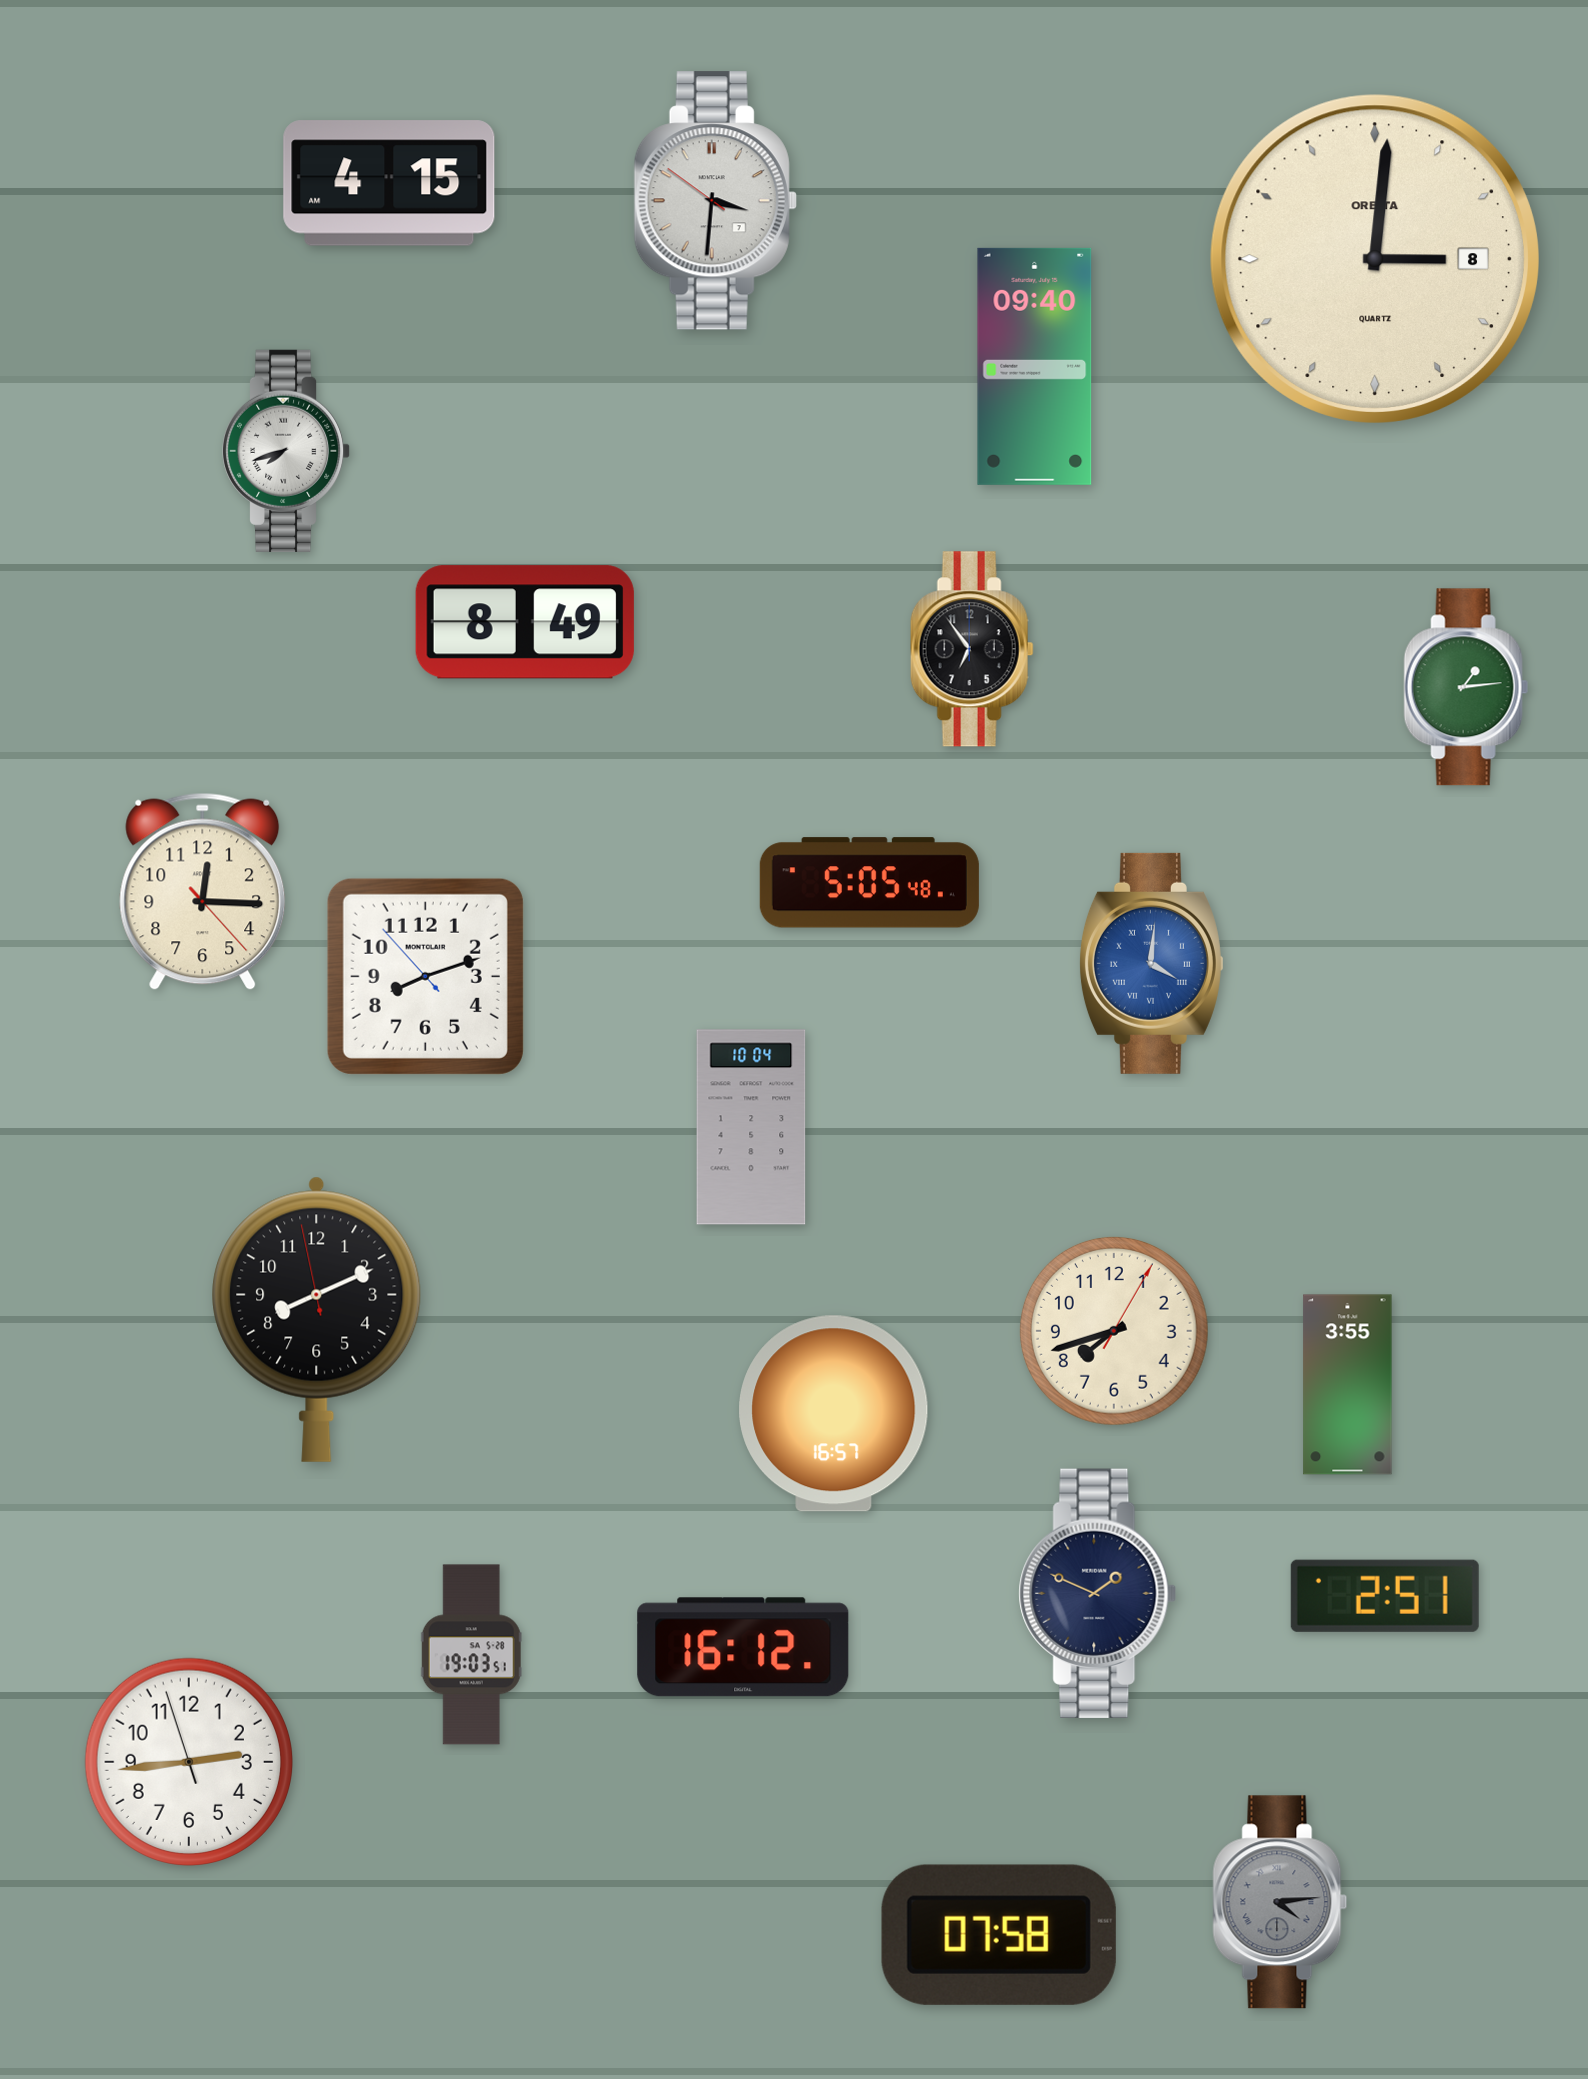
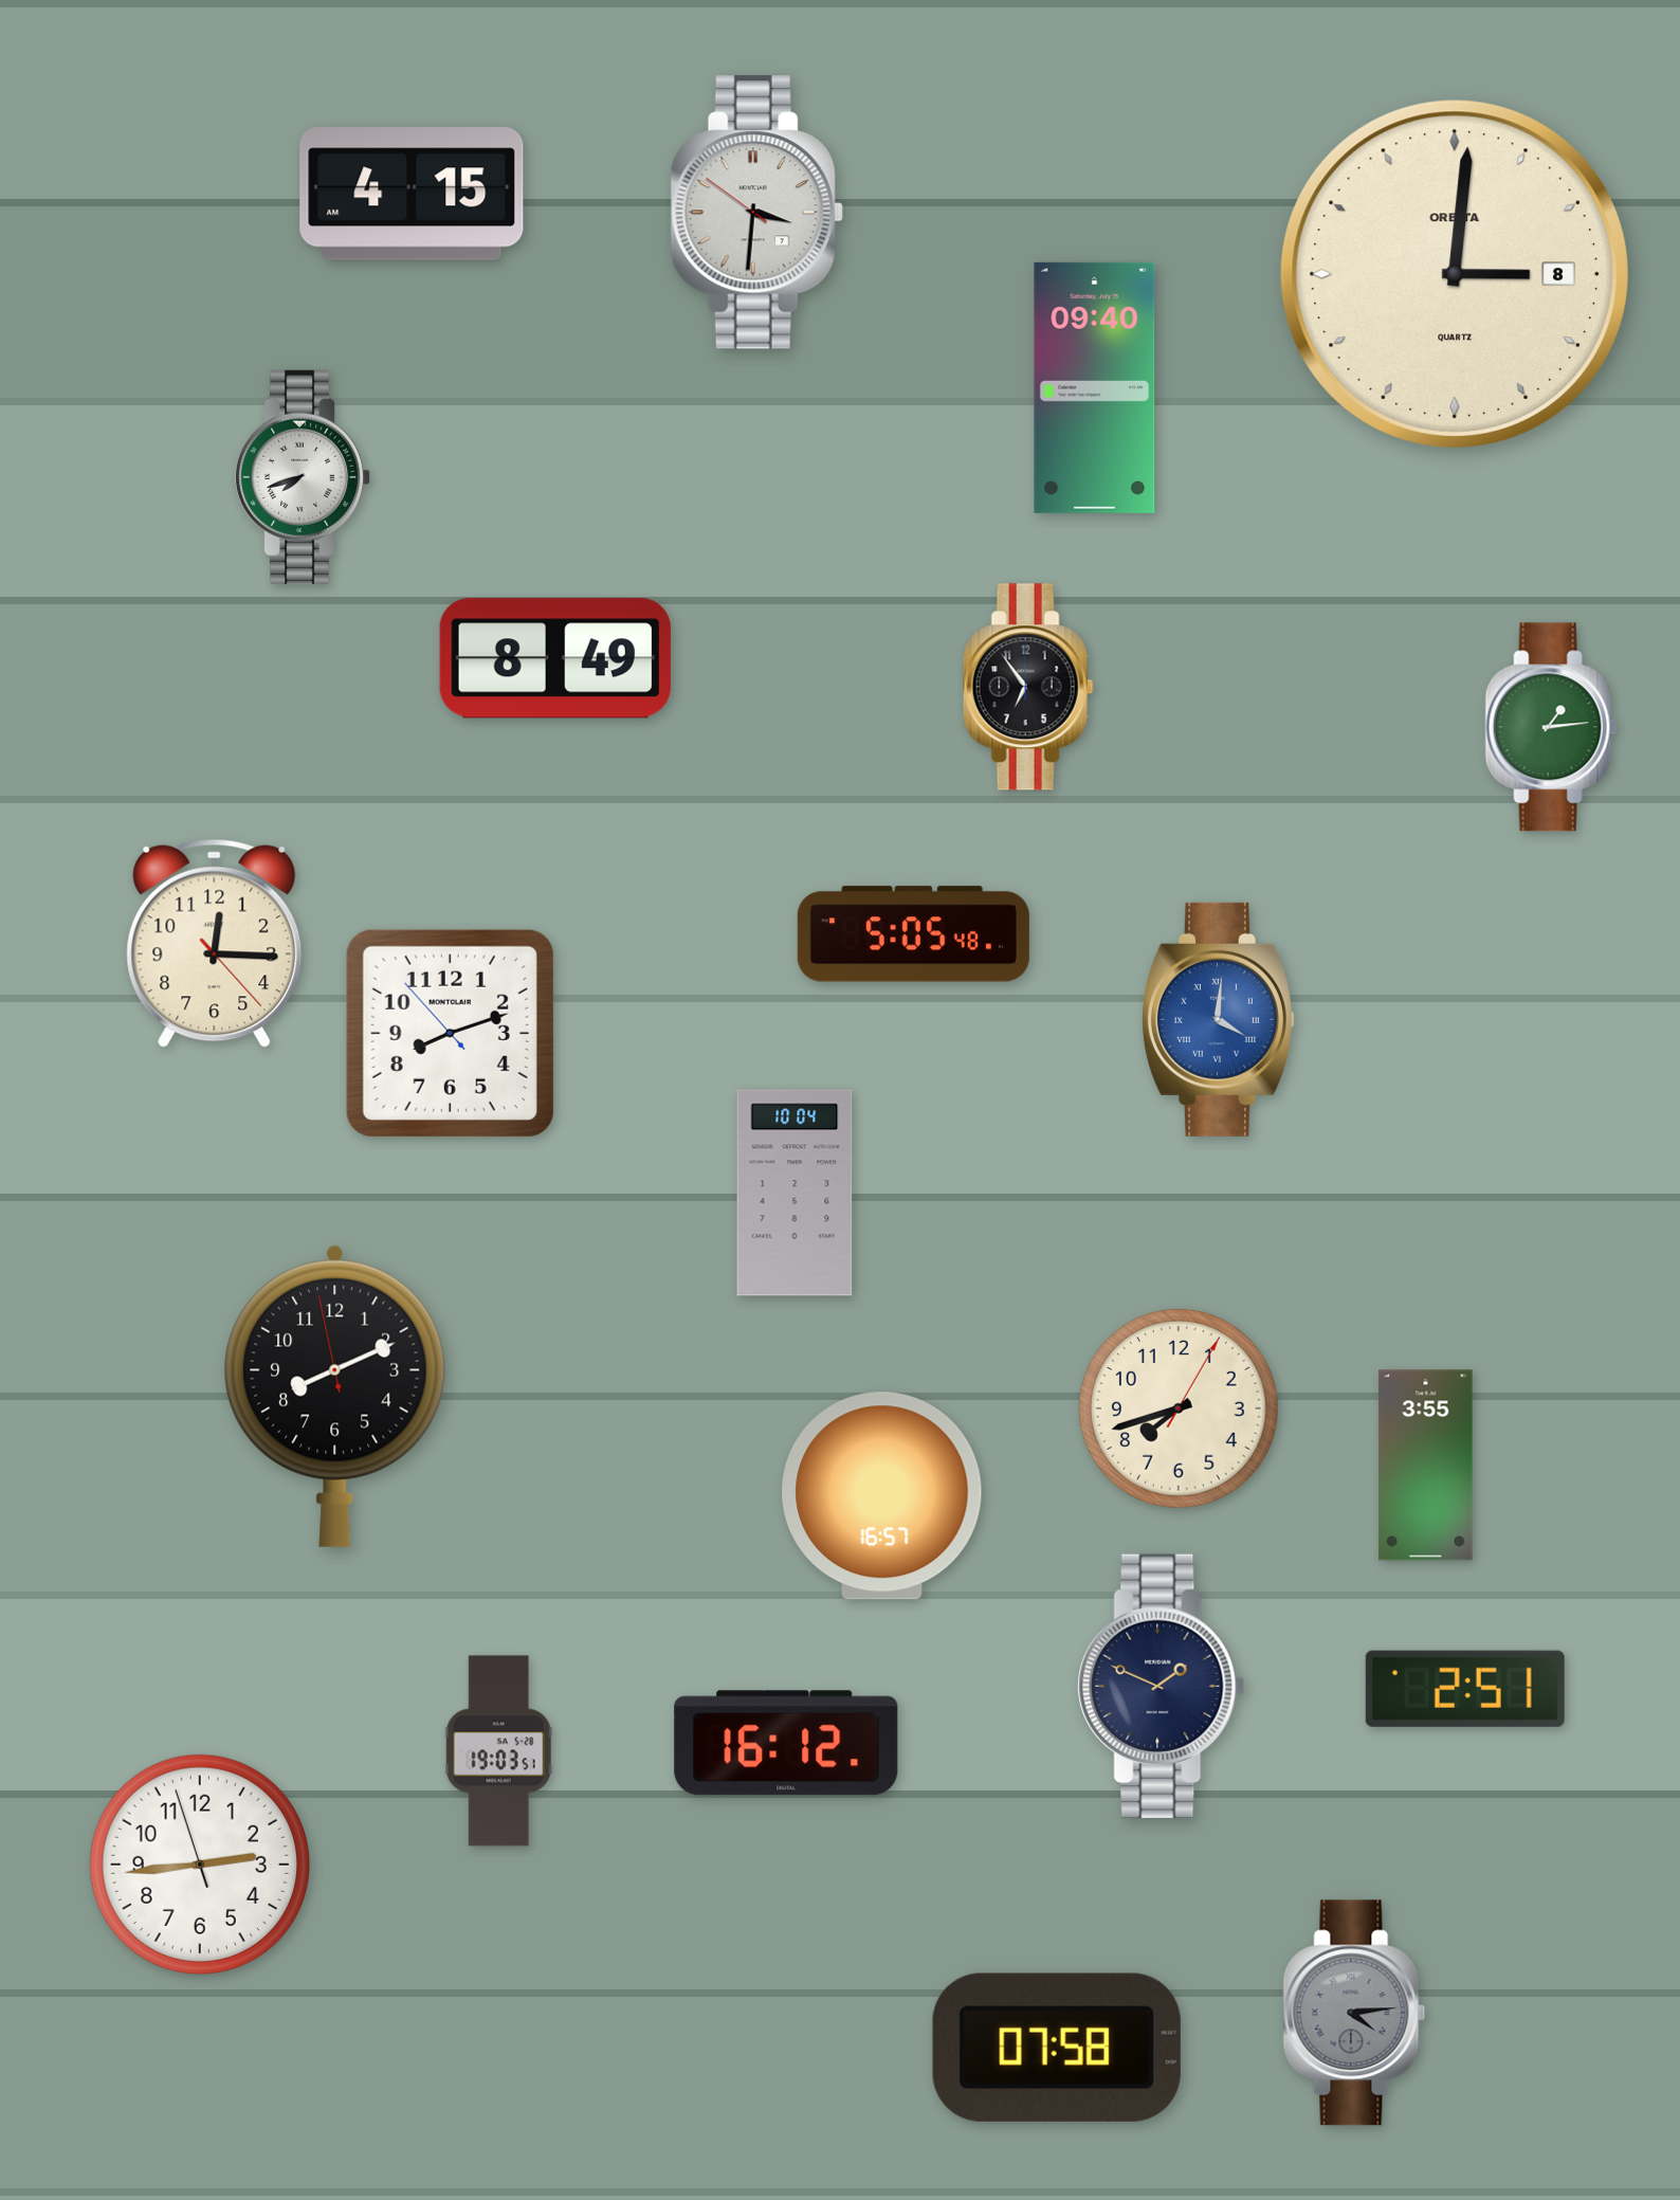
clock at (869, 883) position: (869, 883) -> (913, 934)
